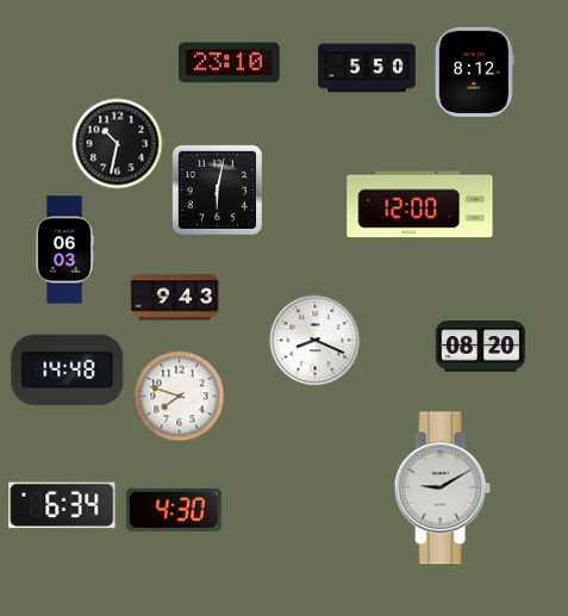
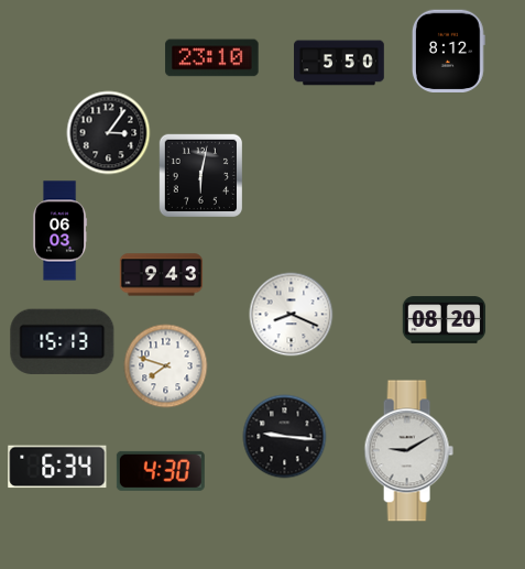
clock at (474, 71) position: (474, 71) -> (448, 51)
clock at (118, 144): 10:32 -> 3:06
clock at (420, 205): 12:00 -> none
clock at (68, 369): 14:48 -> 15:13
clock at (285, 437): none -> 9:16
